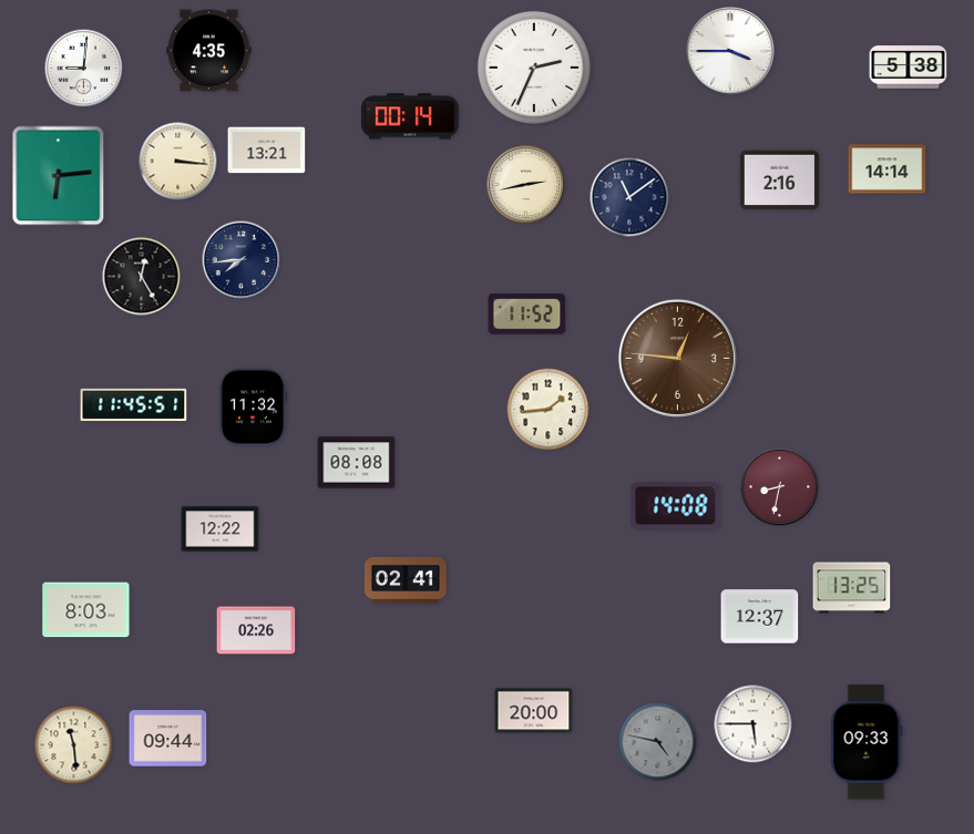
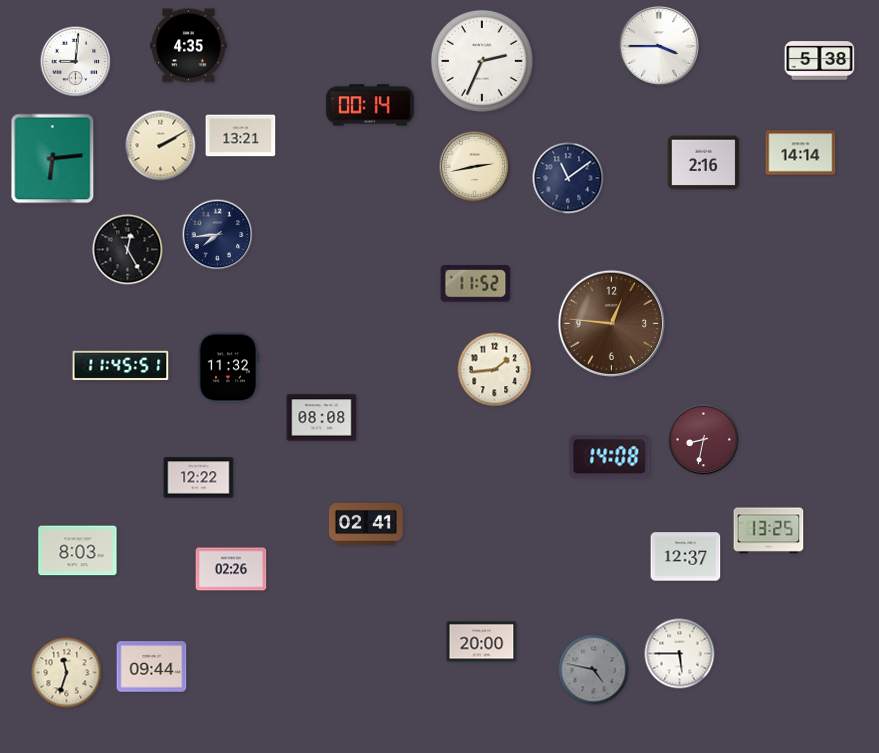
clock at (178, 162): 3:16 -> 2:10
clock at (867, 742): 09:33 -> none
clock at (74, 745): 11:29 -> 11:33
